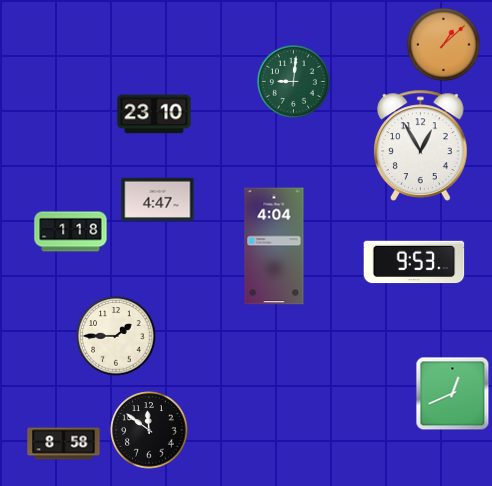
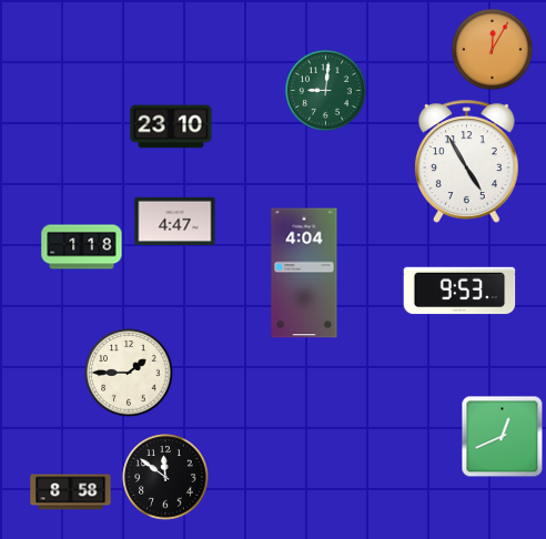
clock at (443, 44): 1:08 -> 12:05
clock at (421, 145): 12:55 -> 4:55
clock at (71, 232) position: (71, 232) -> (82, 247)
